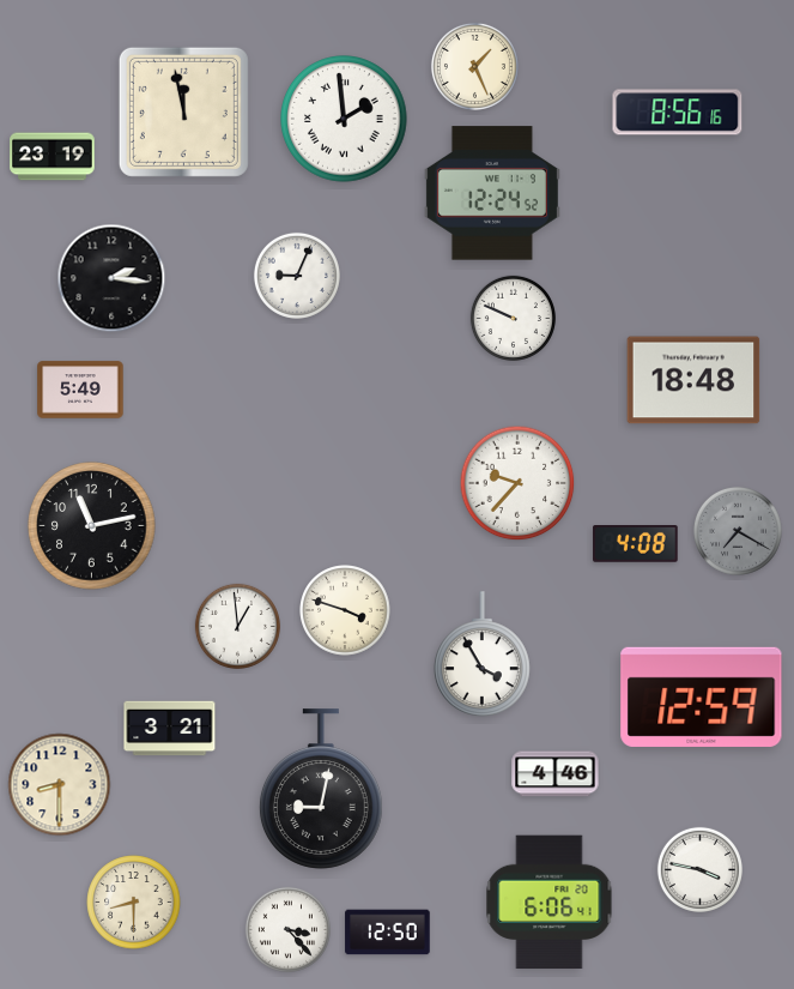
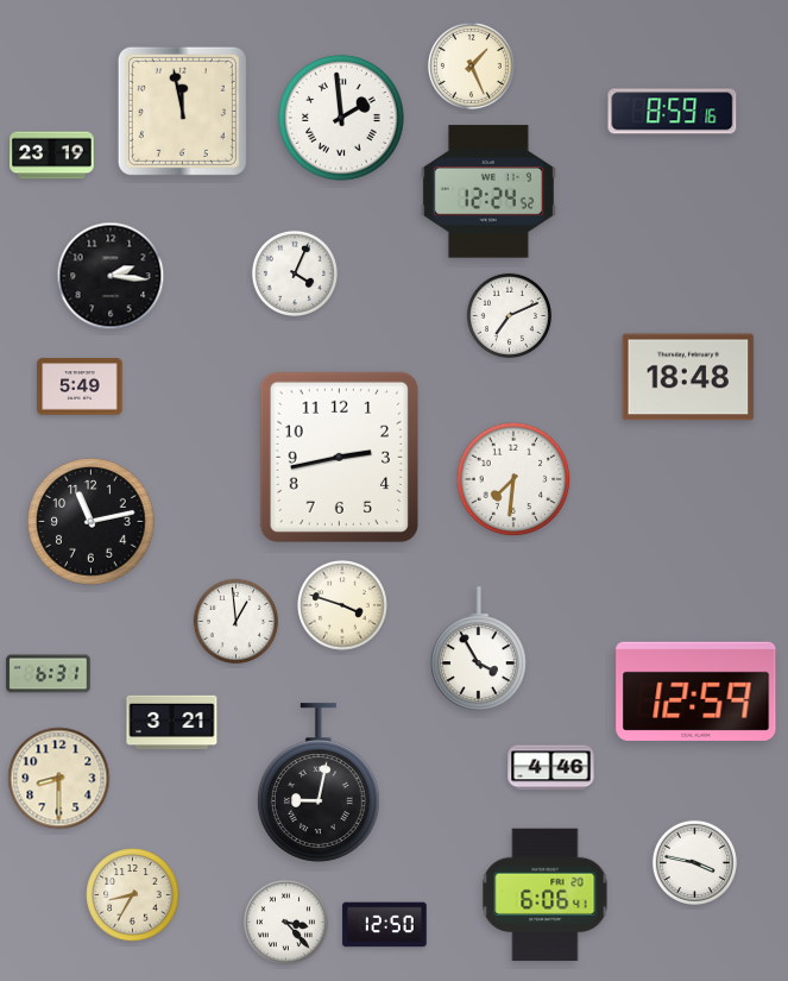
clock at (678, 113): 8:56 -> 8:59
clock at (297, 276): 9:04 -> 4:04
clock at (513, 318): 9:49 -> 7:11
clock at (339, 457): none -> 2:43
clock at (517, 483): 9:37 -> 7:31
clock at (738, 531): 7:20 -> none
clock at (636, 544): 4:08 -> none
clock at (49, 674): none -> 6:31
clock at (170, 729) position: (170, 729) -> (172, 723)
clock at (134, 903): 8:30 -> 8:35
